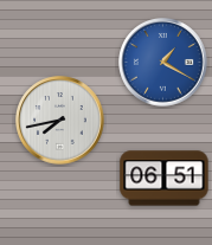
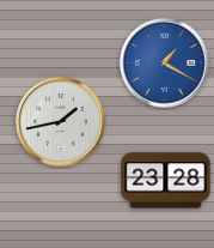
clock at (60, 121): 7:43 -> 1:43
clock at (165, 179): 06:51 -> 23:28
